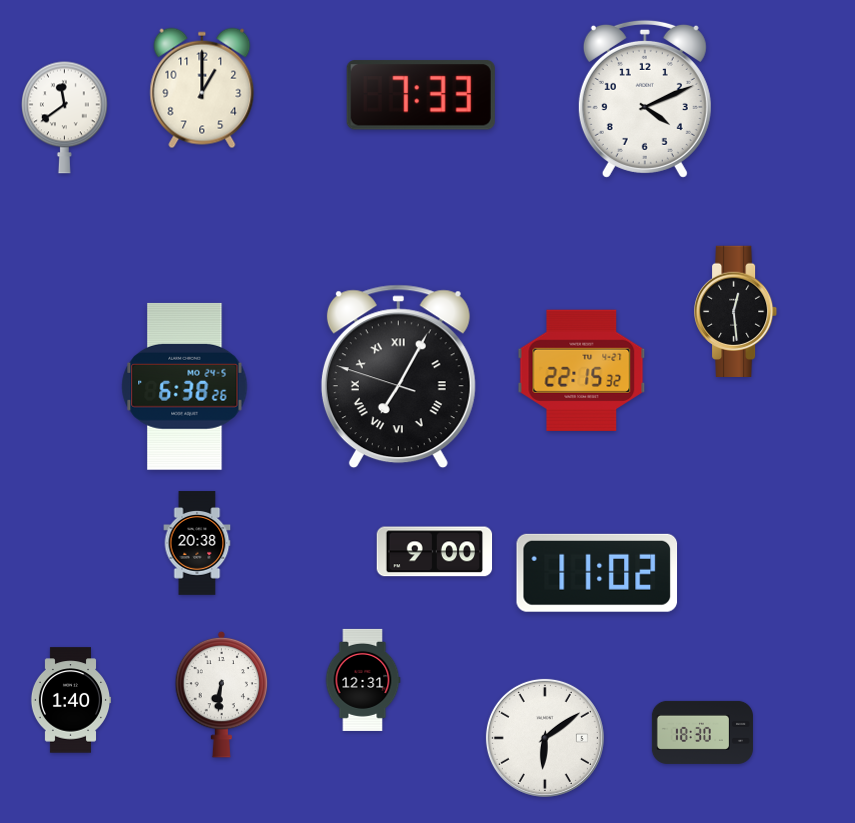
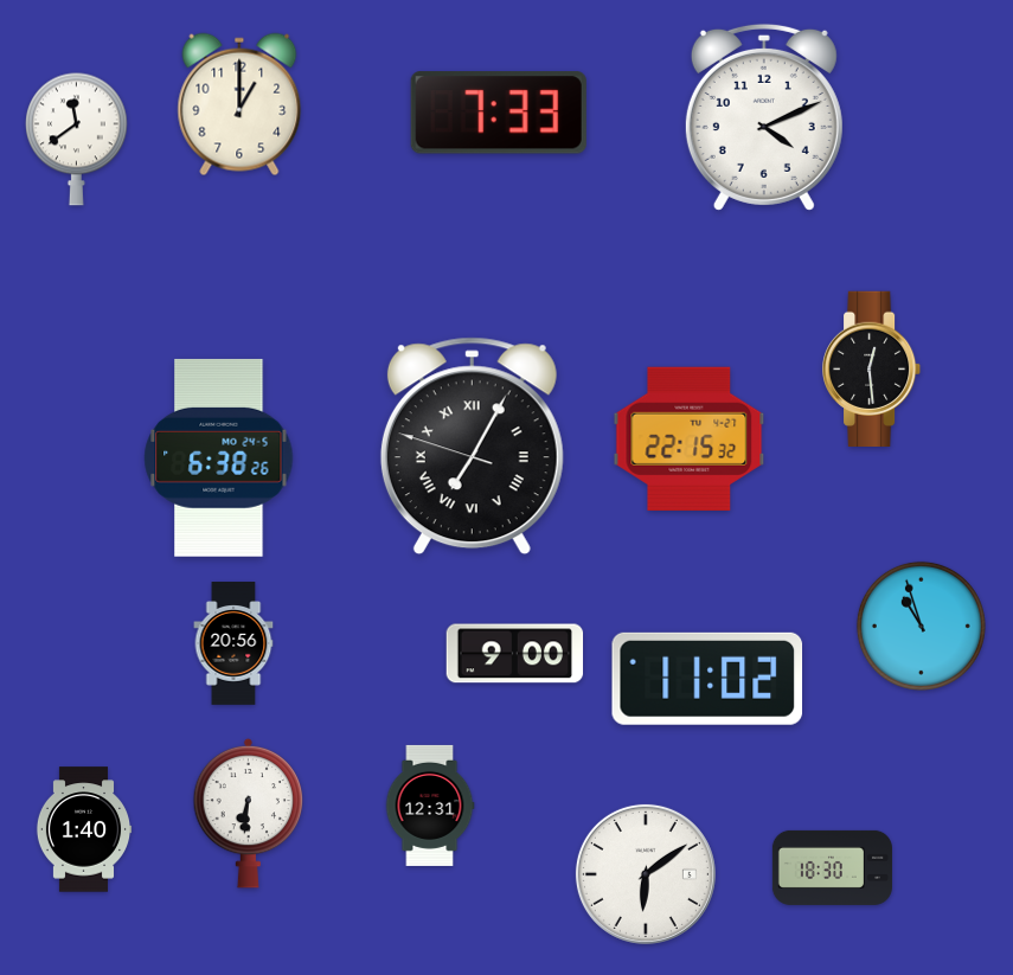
clock at (921, 626): none -> 10:57
clock at (197, 543): 20:38 -> 20:56
clock at (222, 694) position: (222, 694) -> (249, 813)
